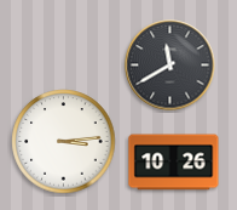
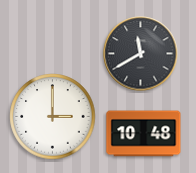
clock at (64, 142): 3:14 -> 3:00
clock at (174, 163): 10:26 -> 10:48
